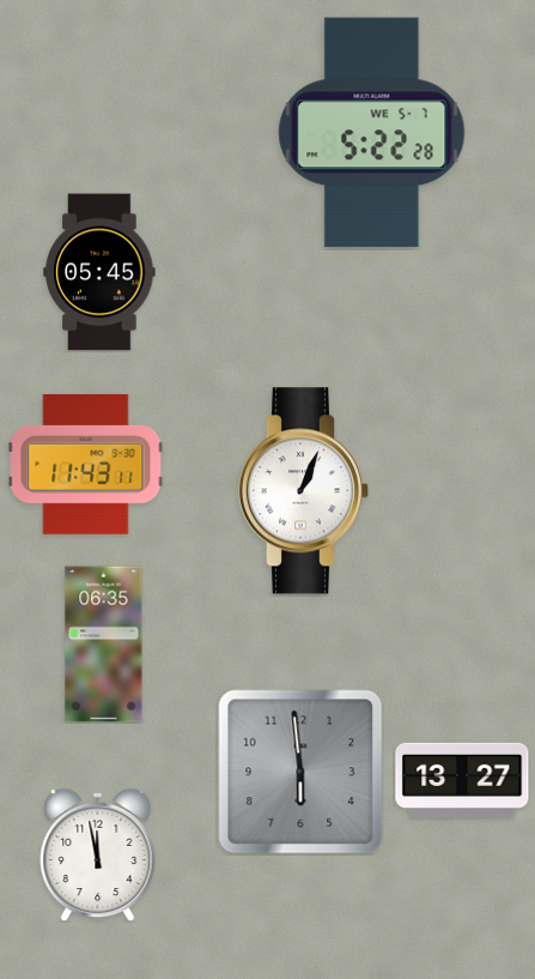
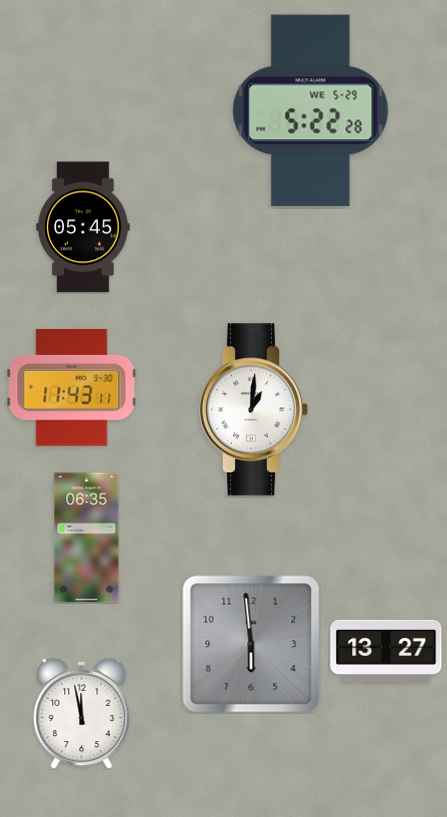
clock at (372, 133) date: WE 5-7 -> WE 5-29
clock at (304, 491): 1:04 -> 1:01
